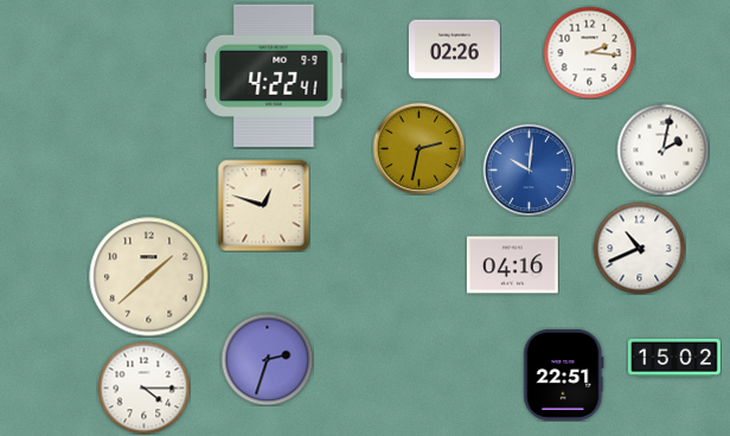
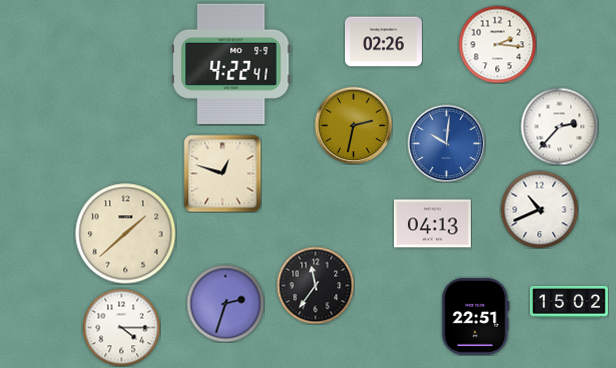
clock at (662, 149): 2:02 -> 2:37
clock at (512, 265): 04:16 -> 04:13
clock at (315, 285): none -> 11:36
